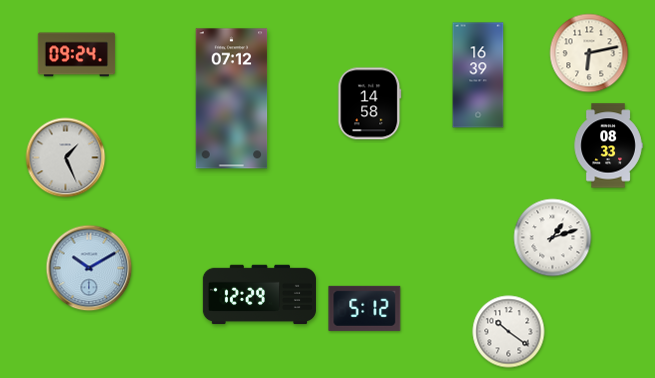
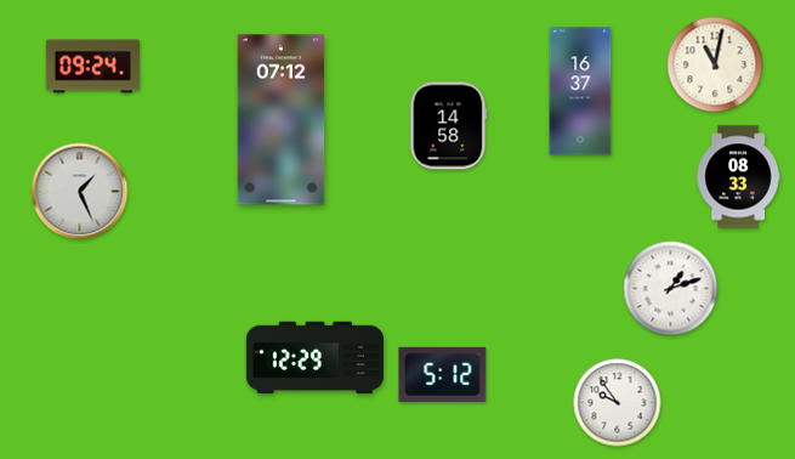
clock at (589, 53): 6:13 -> 11:02
clock at (478, 75): 16:39 -> 16:37
clock at (89, 268): 10:10 -> none
clock at (509, 332): 10:21 -> 9:54
